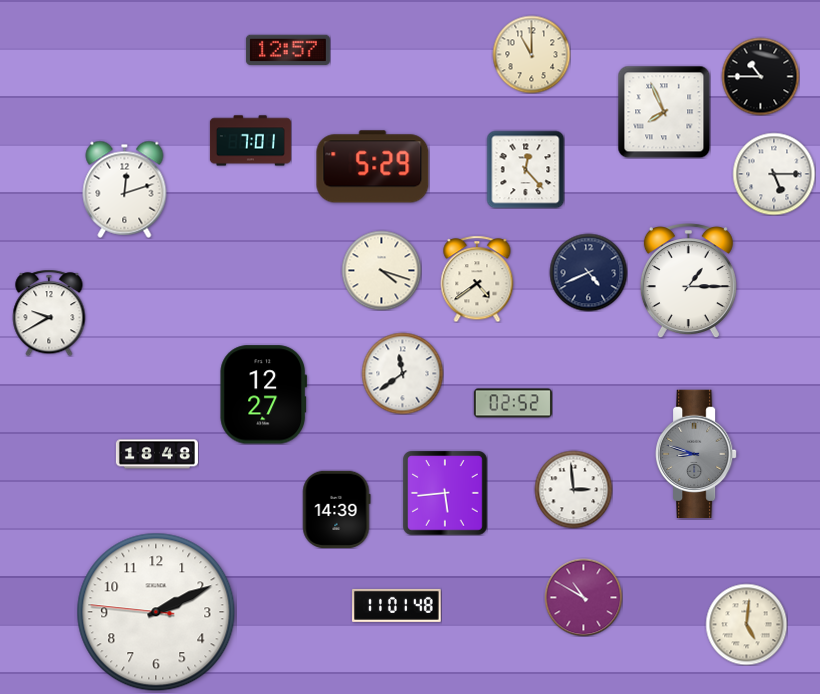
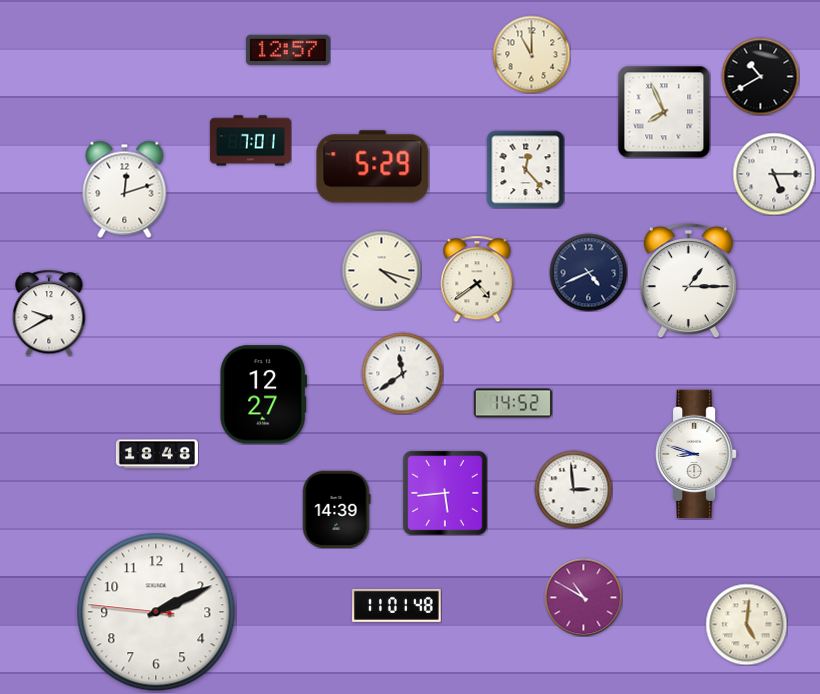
clock at (760, 76): 10:45 -> 10:40
clock at (512, 403): 02:52 -> 14:52
clock at (696, 454) dial: grey -> white
